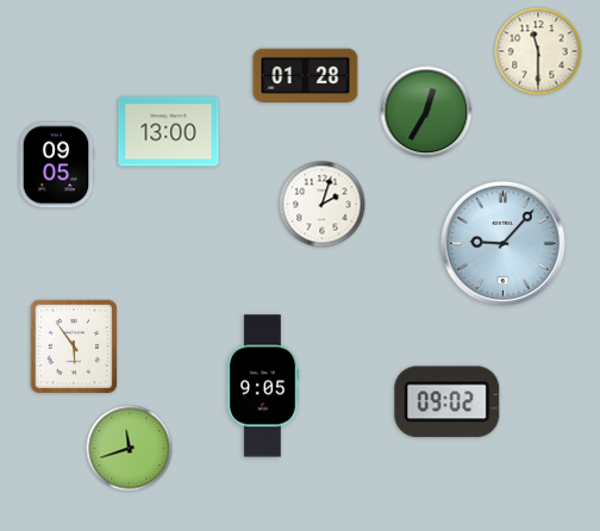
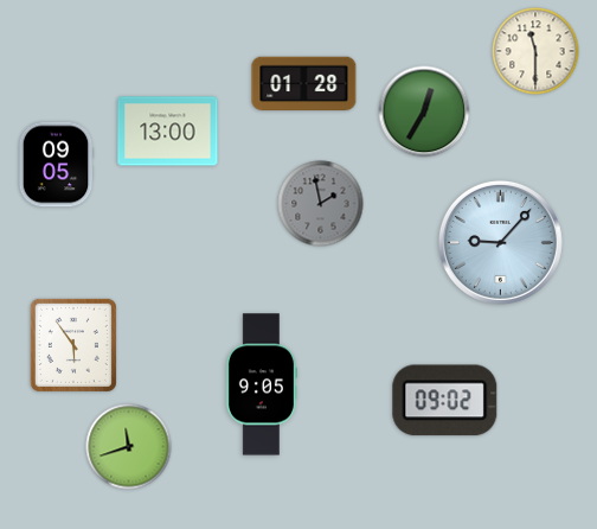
clock at (306, 76) position: (306, 76) -> (304, 84)
clock at (323, 205): 2:03 -> 1:58
clock at (323, 205) dial: white -> grey
